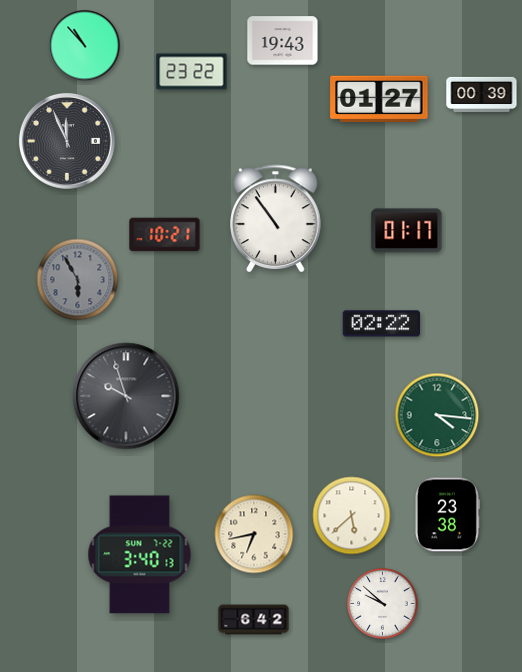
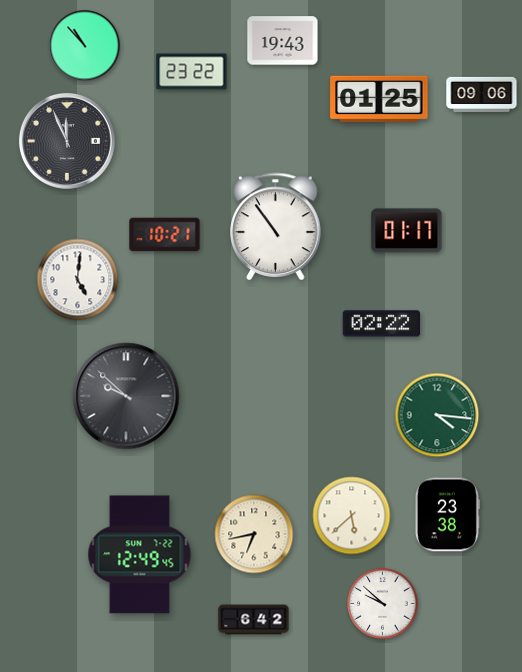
clock at (482, 94): 00:39 -> 09:06
clock at (379, 98): 01:27 -> 01:25
clock at (276, 218) position: (276, 218) -> (276, 226)
clock at (78, 280): 5:55 -> 5:01
clock at (78, 280) dial: grey -> white
clock at (126, 396): 9:57 -> 9:52
clock at (140, 555): 3:40 -> 12:49
